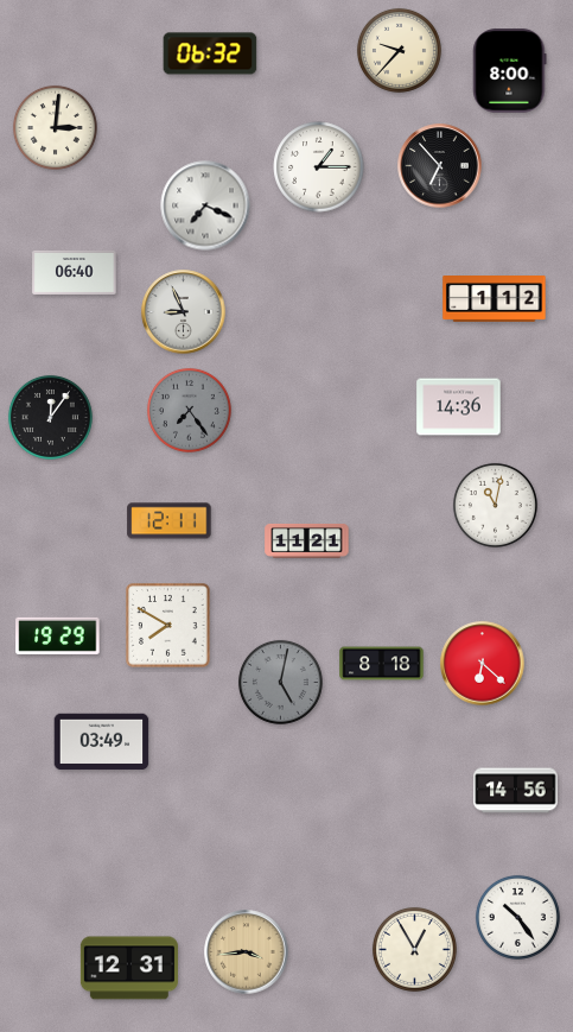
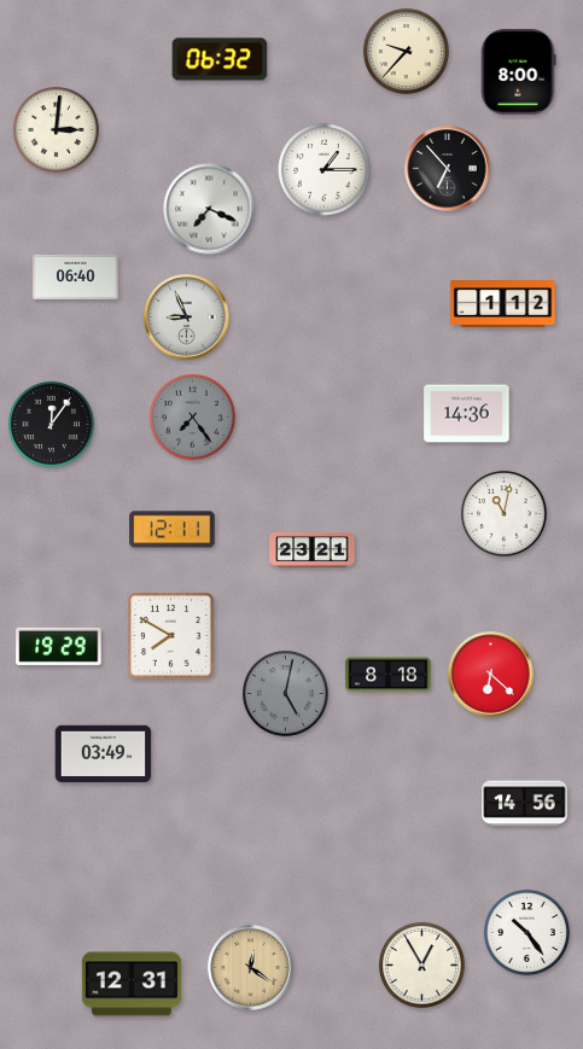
clock at (210, 53) position: (210, 53) -> (220, 59)
clock at (307, 542): 11:21 -> 23:21
clock at (247, 952): 3:44 -> 12:21
